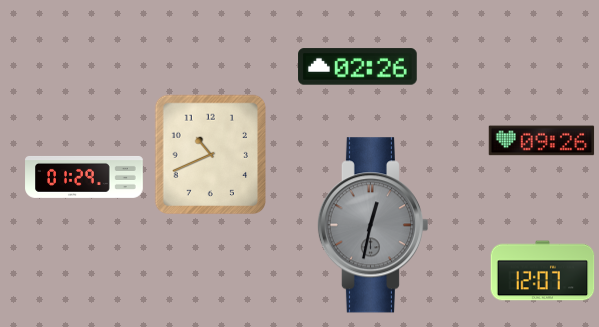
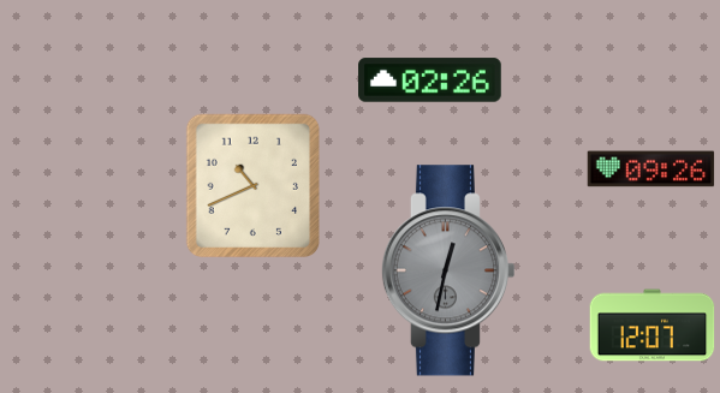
clock at (84, 177): 01:29 -> none
